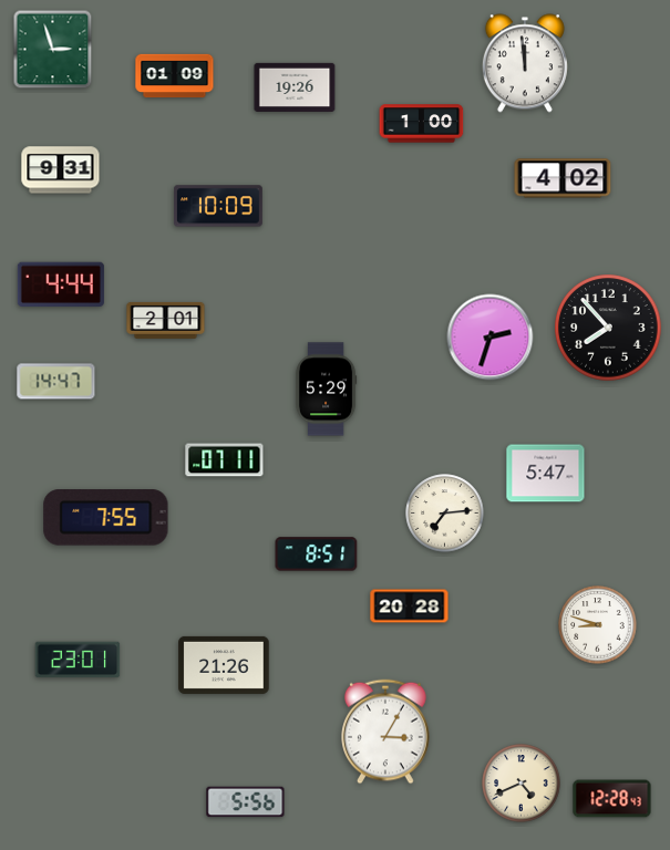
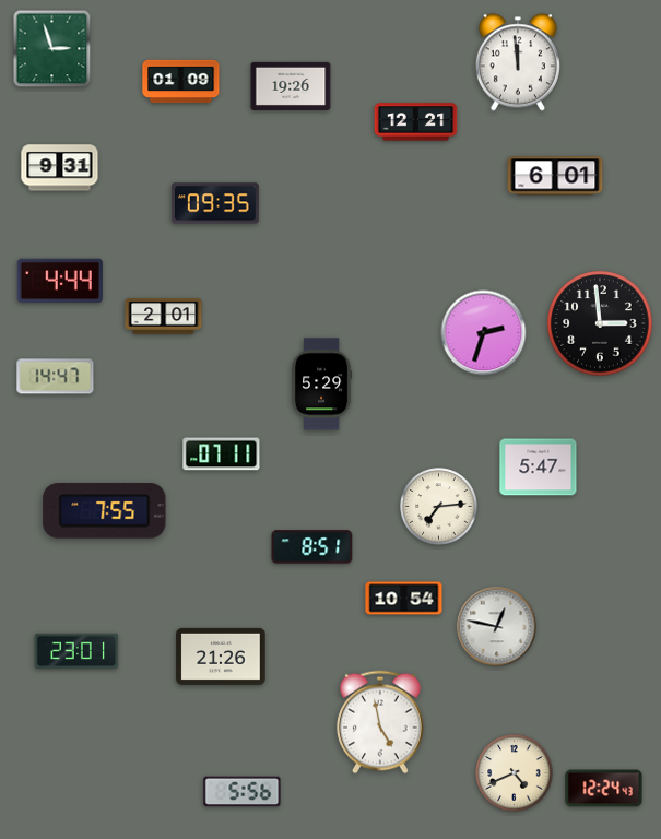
clock at (175, 76) position: (175, 76) -> (181, 82)
clock at (422, 124): 1:00 -> 12:21
clock at (563, 178): 4:02 -> 6:01
clock at (218, 206): 10:09 -> 09:35
clock at (608, 328): 7:53 -> 2:59
clock at (410, 607): 20:28 -> 10:54
clock at (598, 625): 8:48 -> none
clock at (497, 627): none -> 12:47
clock at (386, 732): 3:05 -> 4:58
clock at (612, 799): 12:28 -> 12:24
